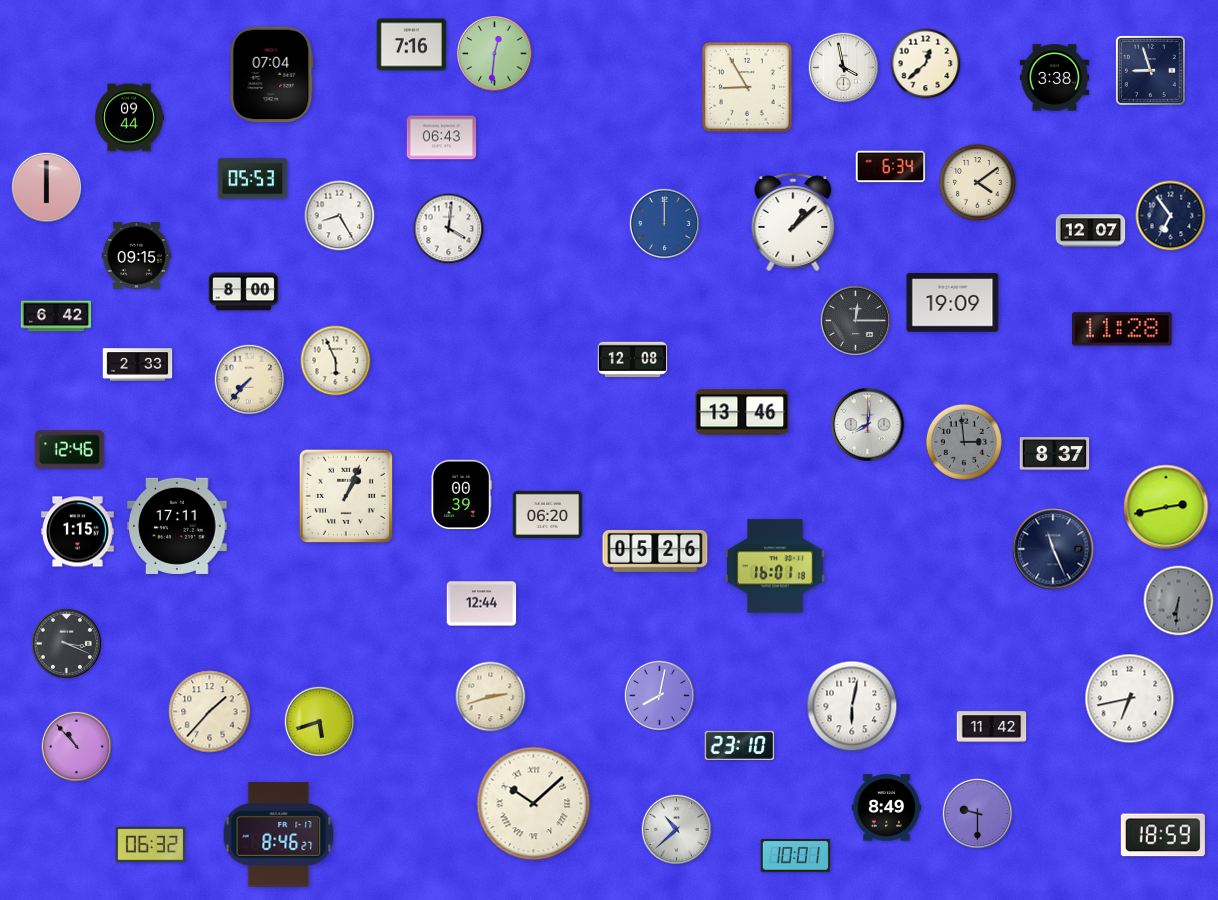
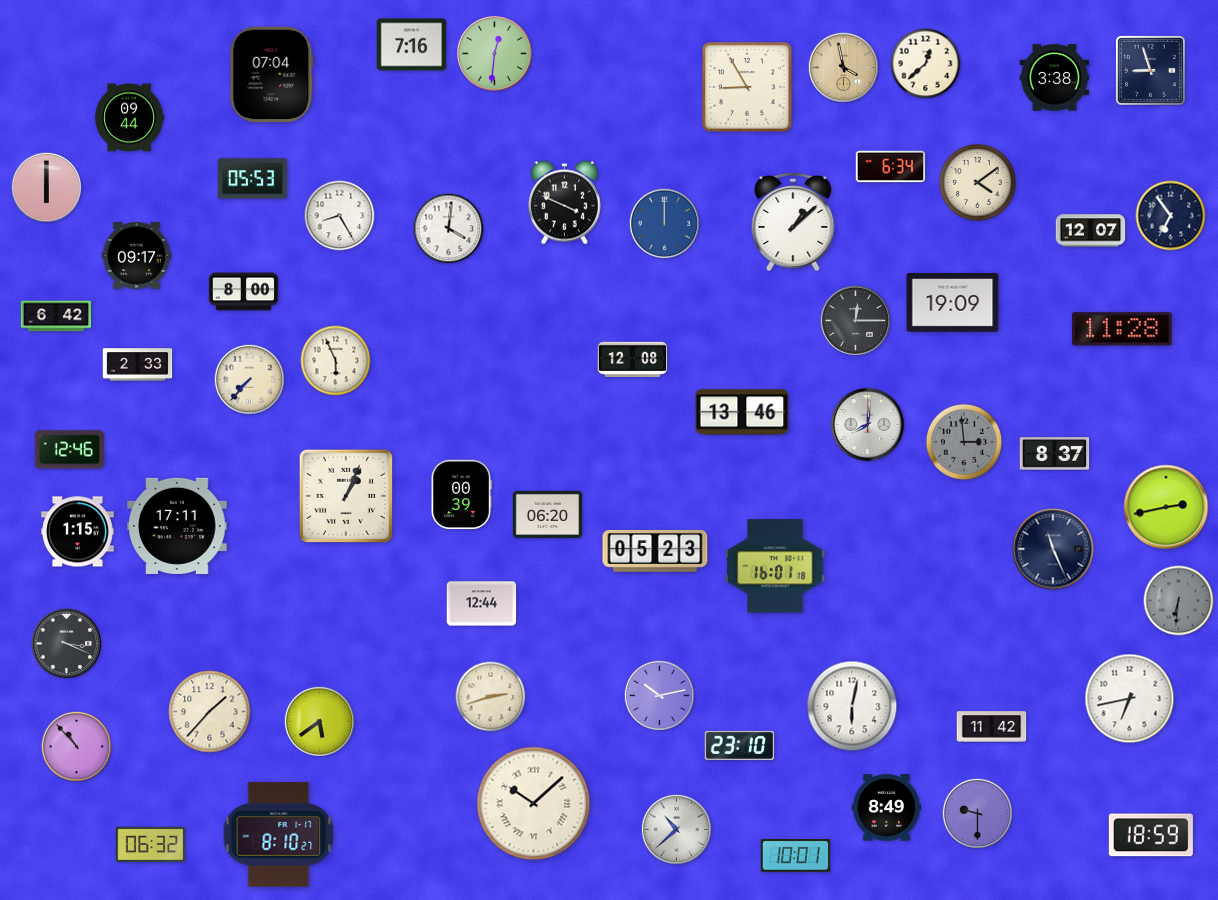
clock at (843, 67) dial: white -> champagne
clock at (442, 138): 06:43 -> none
clock at (564, 203): none -> 3:49
clock at (137, 256): 09:15 -> 09:17
clock at (655, 551): 05:26 -> 05:23
clock at (659, 695): 8:02 -> 10:13
clock at (319, 721): 5:42 -> 5:39
clock at (279, 835): 8:46 -> 8:10
clock at (1163, 835) position: (1163, 835) -> (1151, 835)
